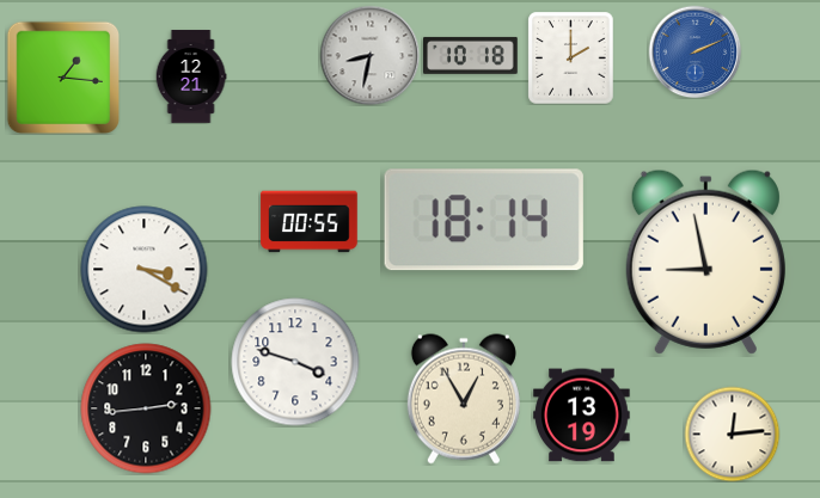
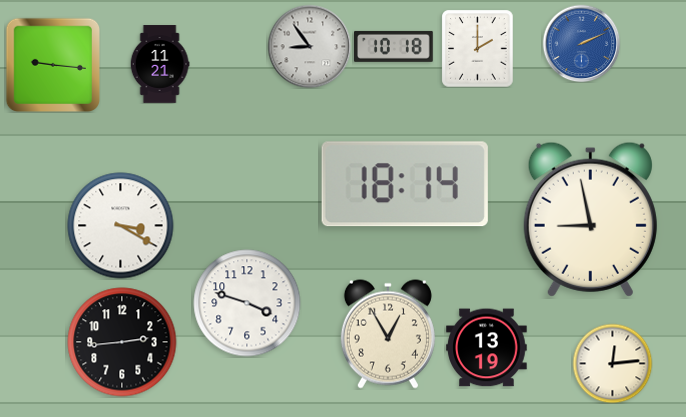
clock at (369, 55): 8:32 -> 8:54
clock at (191, 76): 12:21 -> 11:21
clock at (63, 78): 1:16 -> 9:16
clock at (310, 222): 00:55 -> none
